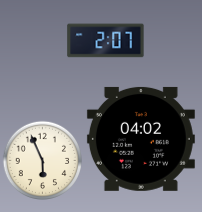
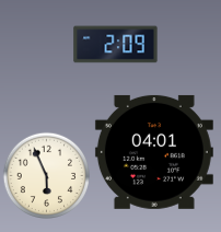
clock at (106, 41): 2:07 -> 2:09
clock at (141, 139): 04:02 -> 04:01
